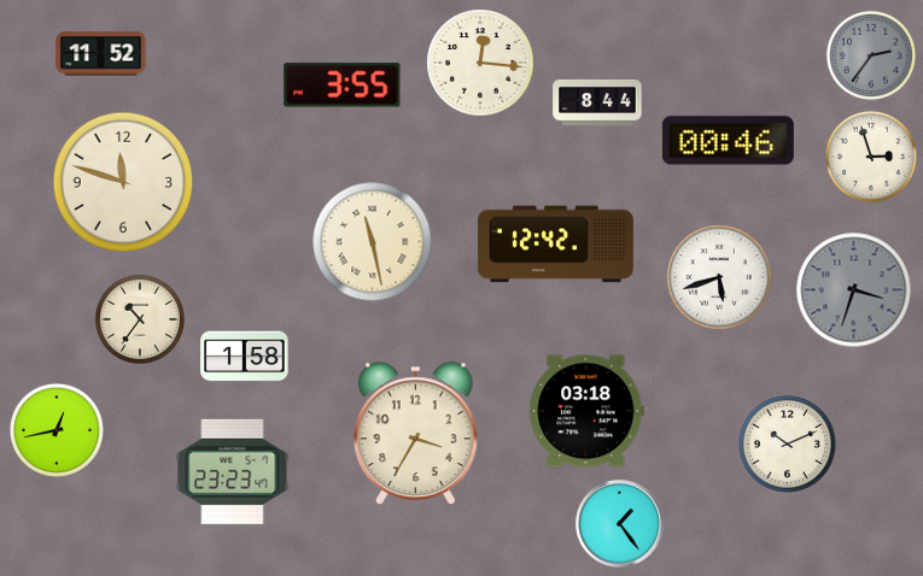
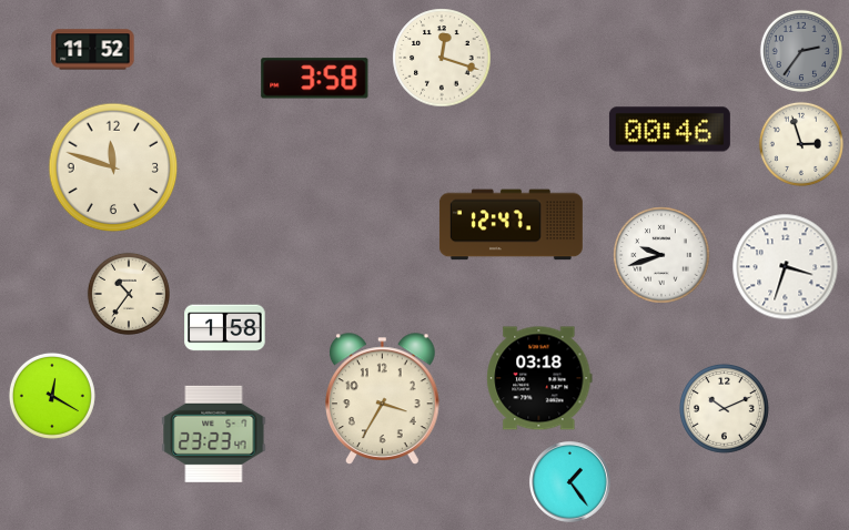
clock at (480, 63): 12:16 -> 12:18
clock at (343, 86): 3:55 -> 3:58
clock at (597, 102): 8:44 -> none
clock at (373, 242): 11:28 -> none
clock at (555, 245): 12:42 -> 12:47
clock at (719, 277): 5:42 -> 9:42
clock at (854, 290) dial: grey -> white
clock at (57, 430): 12:43 -> 12:20
